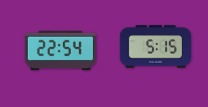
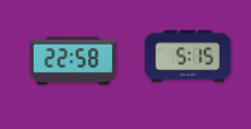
clock at (60, 51): 22:54 -> 22:58
